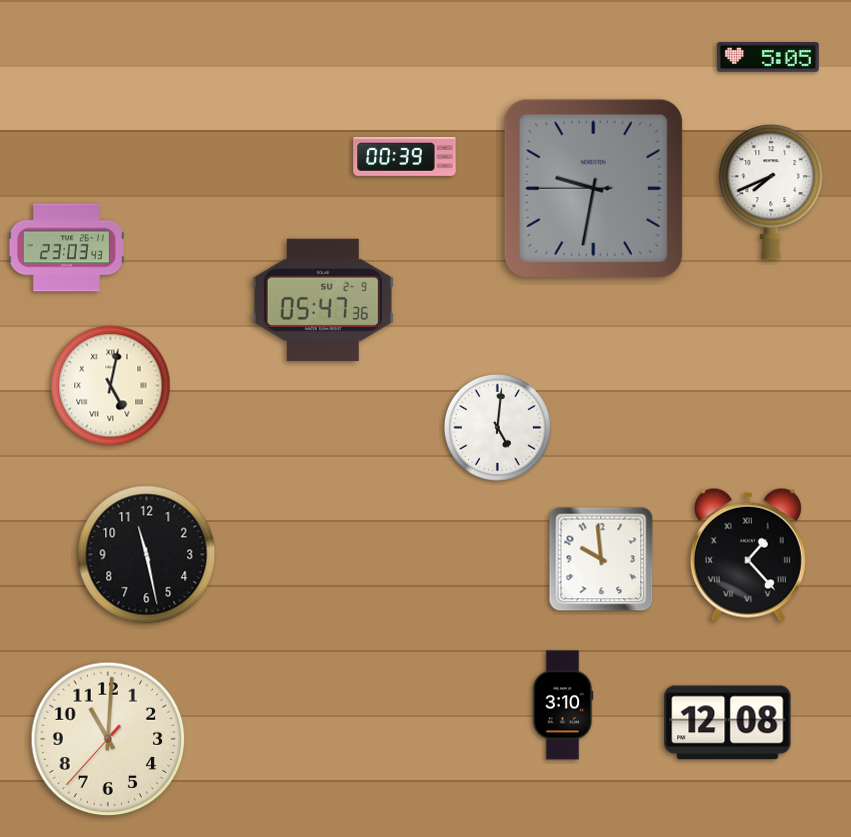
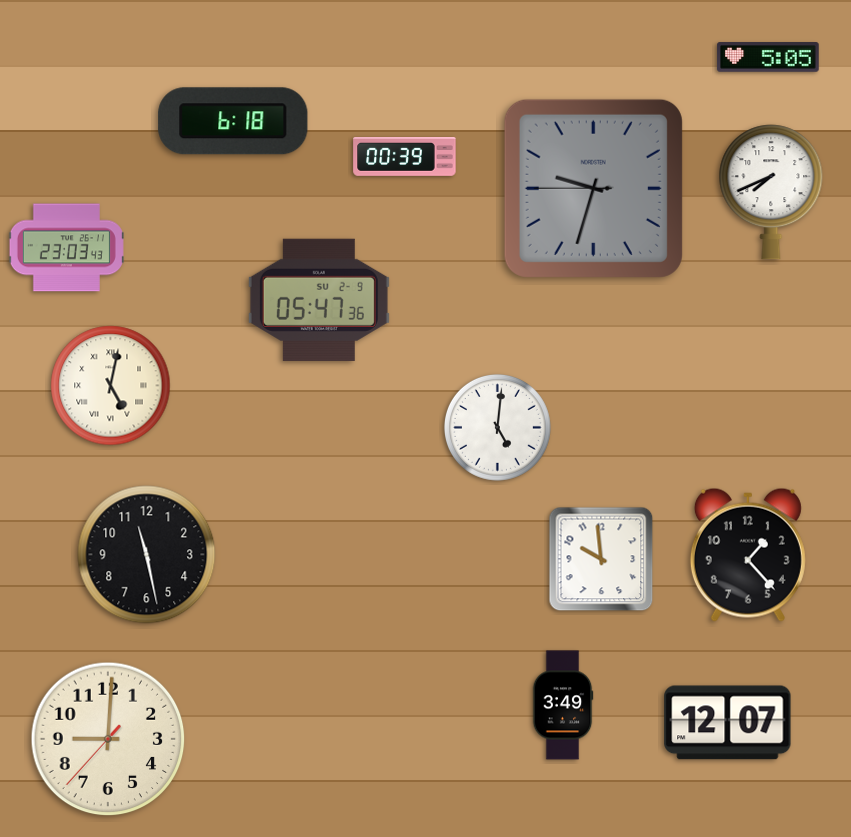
clock at (233, 121): none -> 6:18
clock at (593, 188): 9:31 -> 9:32
clock at (323, 300) position: (323, 300) -> (319, 300)
clock at (748, 555) numerals: Roman -> Arabic
clock at (563, 705): 3:10 -> 3:49
clock at (728, 723): 12:08 -> 12:07
clock at (108, 739): 11:00 -> 9:00
